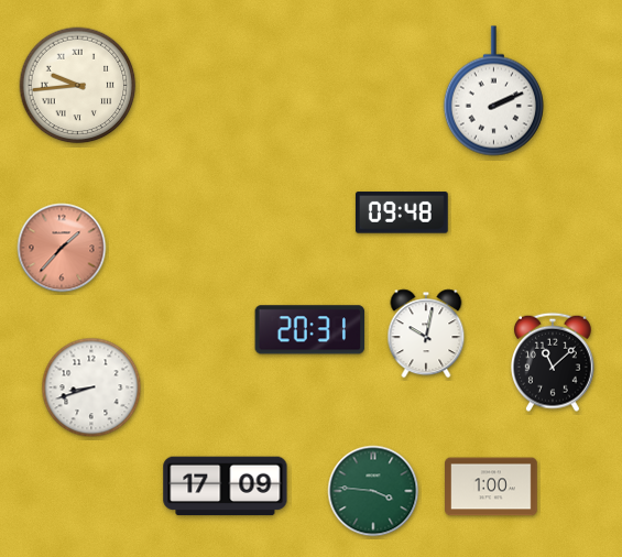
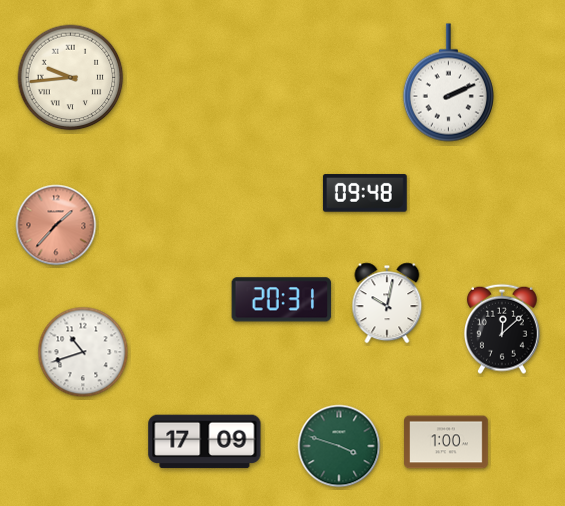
clock at (553, 362): 11:08 -> 12:08
clock at (91, 387): 8:42 -> 10:42
clock at (373, 491): 3:46 -> 3:48
